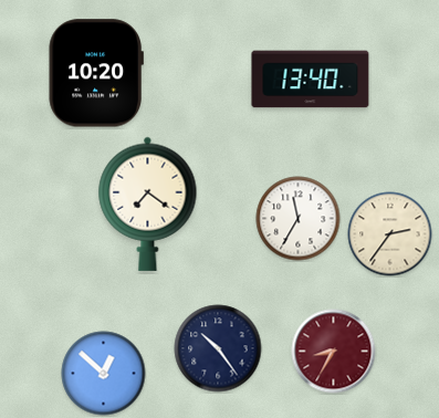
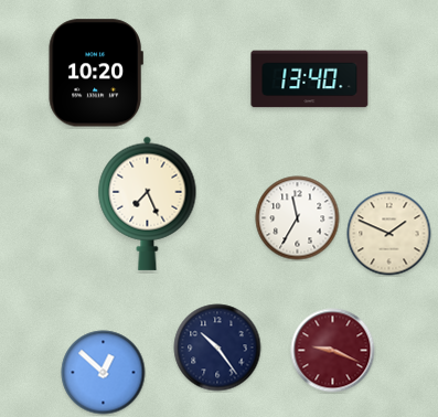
clock at (148, 203): 7:21 -> 7:26
clock at (390, 234): 2:36 -> 1:49
clock at (334, 352): 8:35 -> 9:19
